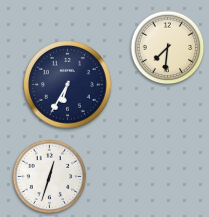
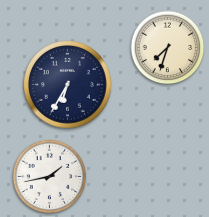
clock at (168, 48): 7:31 -> 7:33
clock at (50, 177): 12:33 -> 1:43
